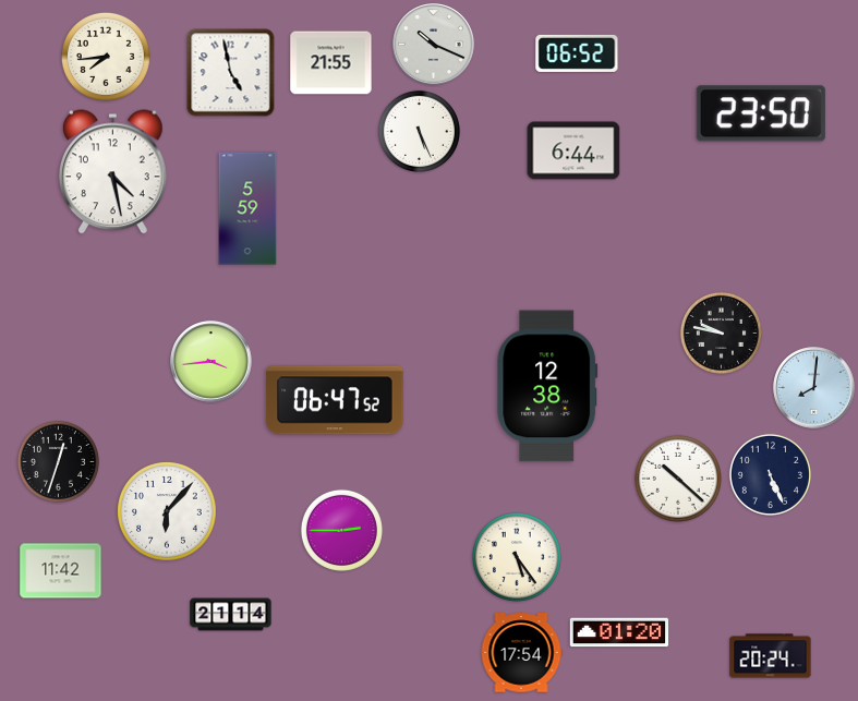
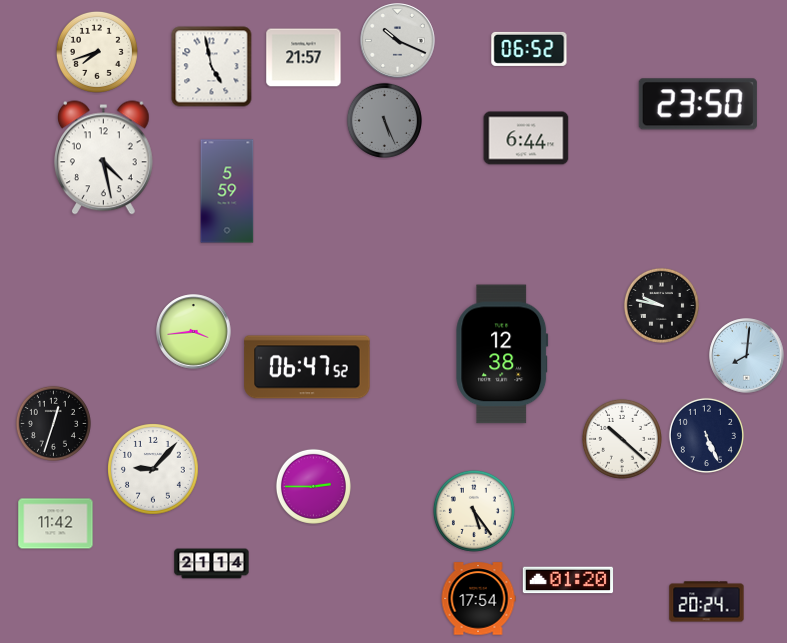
clock at (106, 57): 7:44 -> 7:42
clock at (331, 63): 21:55 -> 21:57
clock at (419, 131) dial: white -> grey
clock at (168, 512): 6:07 -> 9:07
